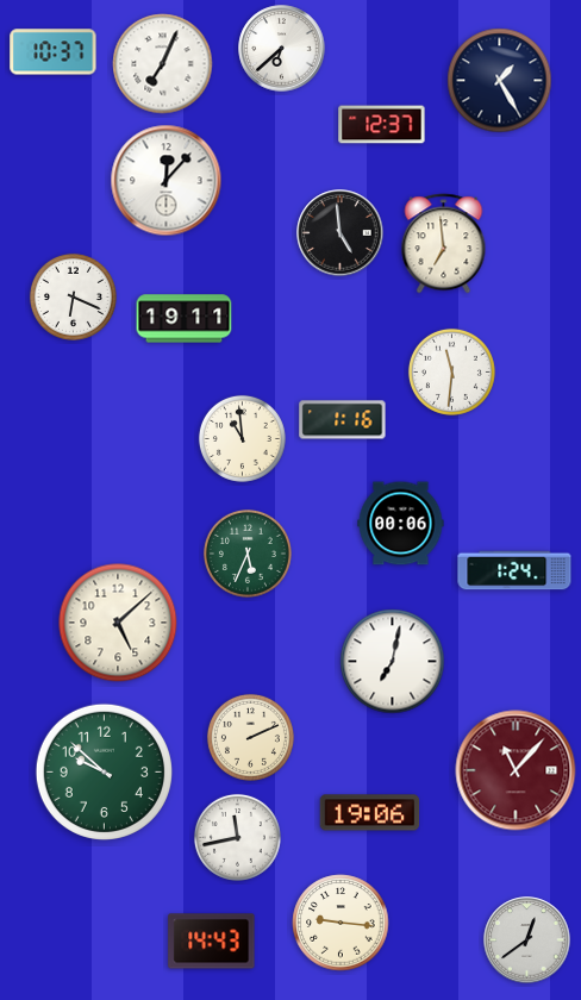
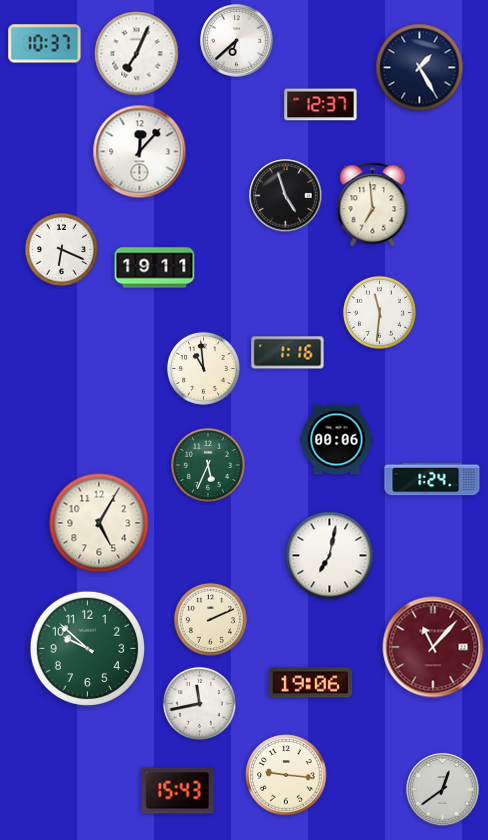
clock at (341, 233): 4:59 -> 4:57
clock at (118, 623): 5:08 -> 5:05
clock at (212, 942): 14:43 -> 15:43
